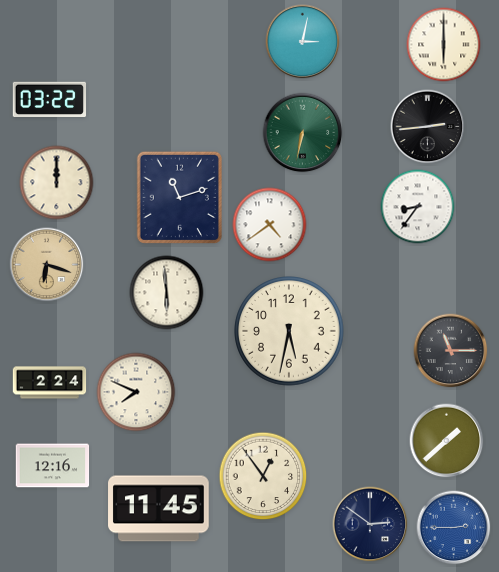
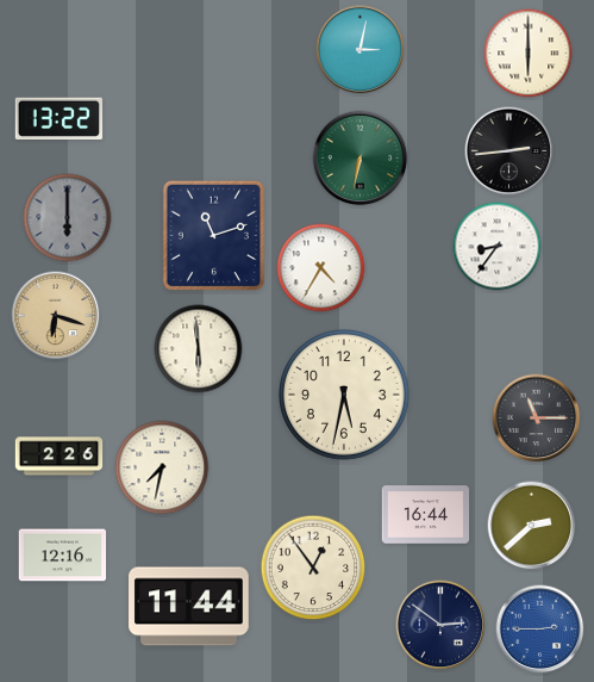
clock at (50, 100): 03:22 -> 13:22
clock at (57, 183): 12:00 -> 6:00
clock at (57, 183) dial: cream -> grey
clock at (270, 225): 4:39 -> 4:35
clock at (50, 383): 2:24 -> 2:26
clock at (136, 392): 7:49 -> 7:32
clock at (426, 515): none -> 16:44
clock at (447, 441): 1:38 -> 2:38
clock at (159, 509): 11:45 -> 11:44
